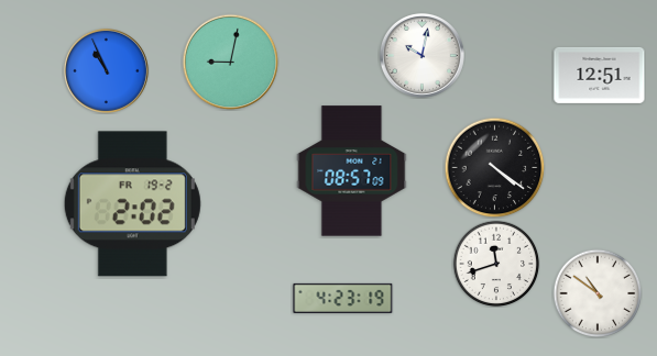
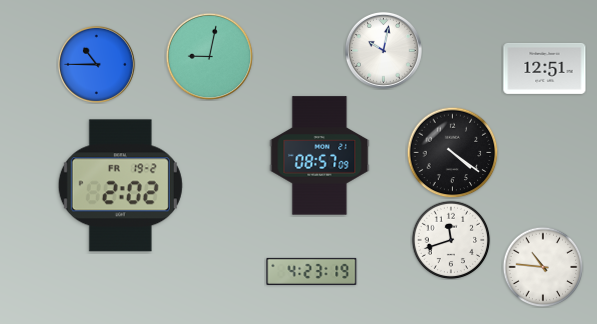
clock at (106, 70): 10:56 -> 10:45
clock at (494, 167) position: (494, 167) -> (452, 152)
clock at (598, 293): 10:51 -> 10:46
